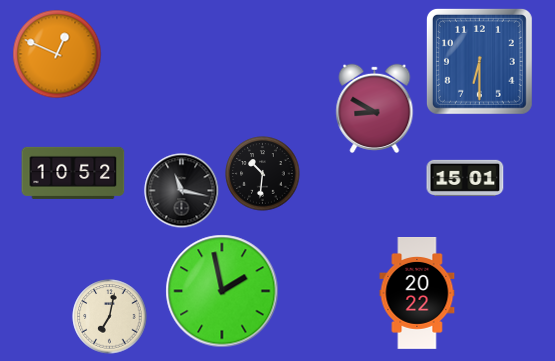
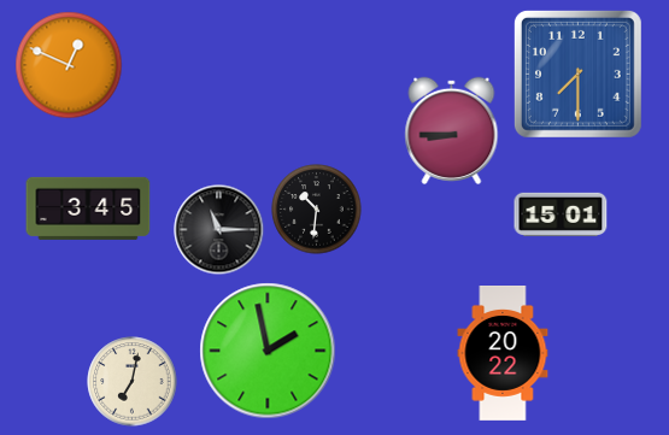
clock at (479, 61): 6:30 -> 7:30
clock at (375, 108): 8:50 -> 8:45
clock at (73, 173): 10:52 -> 3:45
clock at (182, 191): 11:17 -> 11:15
